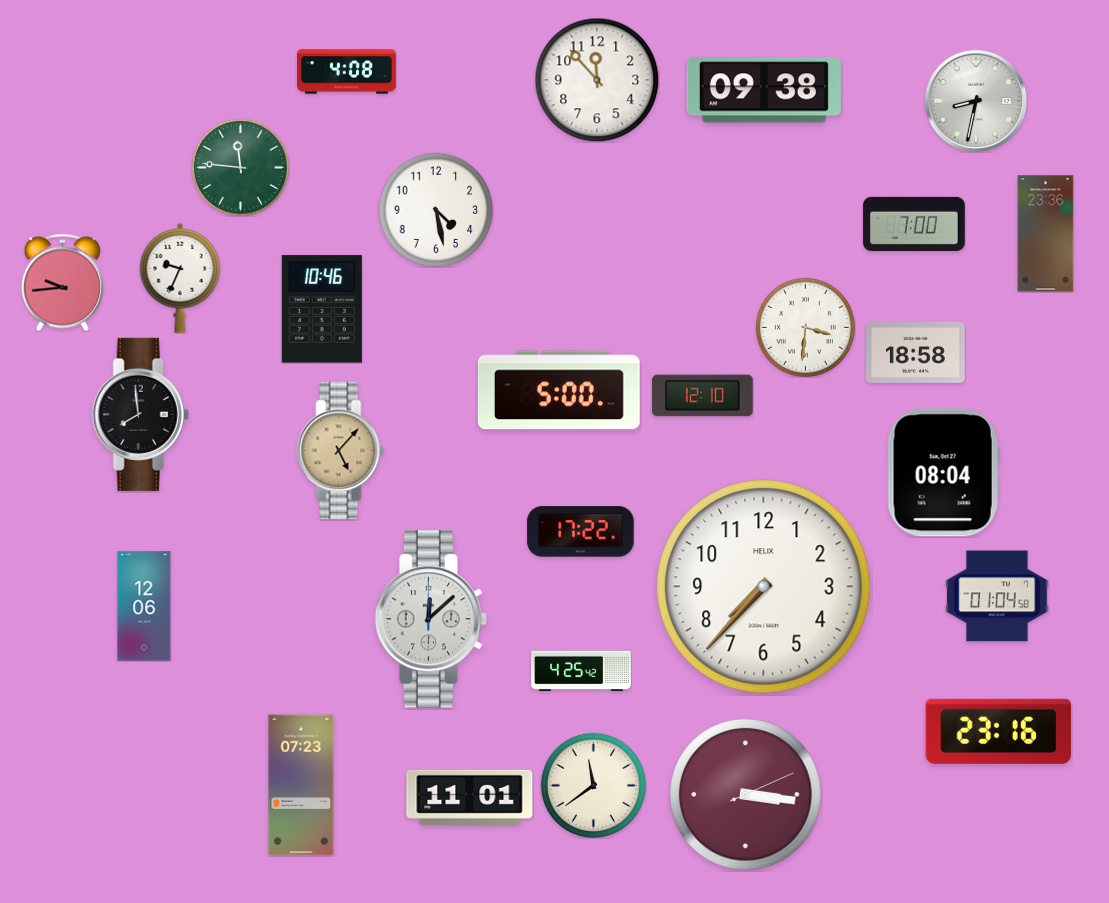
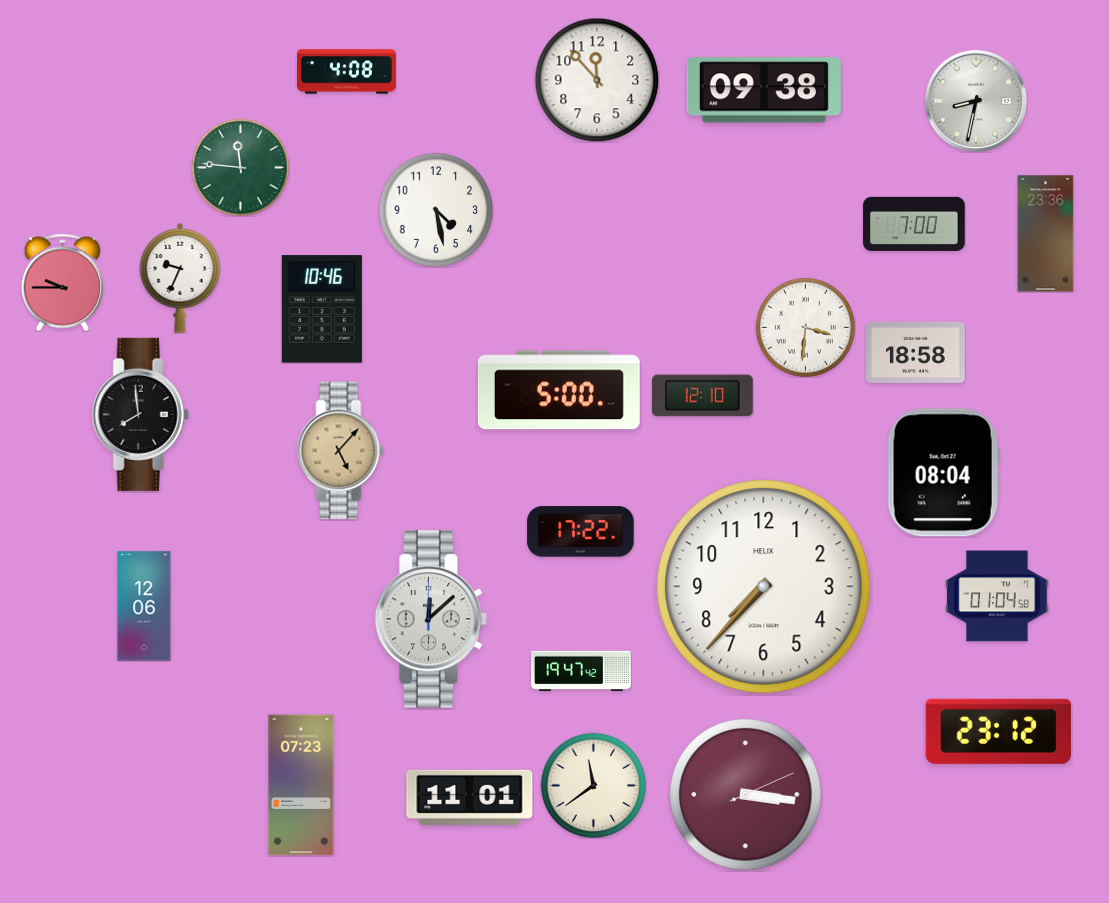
clock at (62, 282): 9:44 -> 9:45
clock at (581, 671): 4:25 -> 19:47
clock at (998, 731): 23:16 -> 23:12
